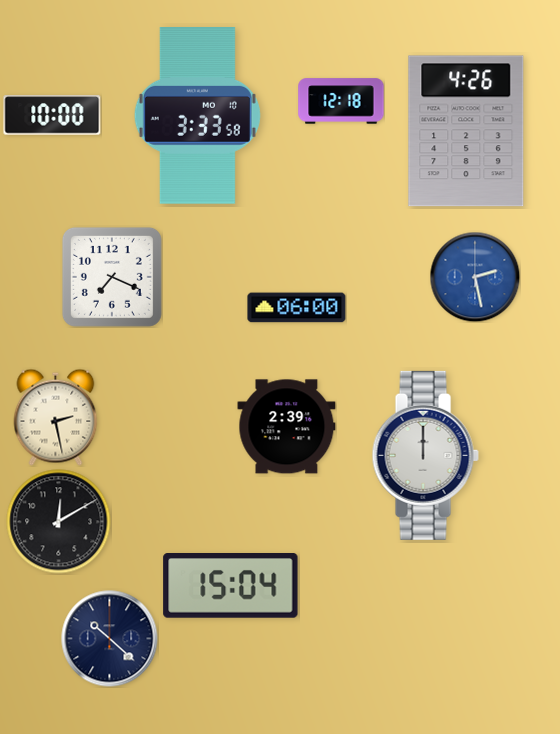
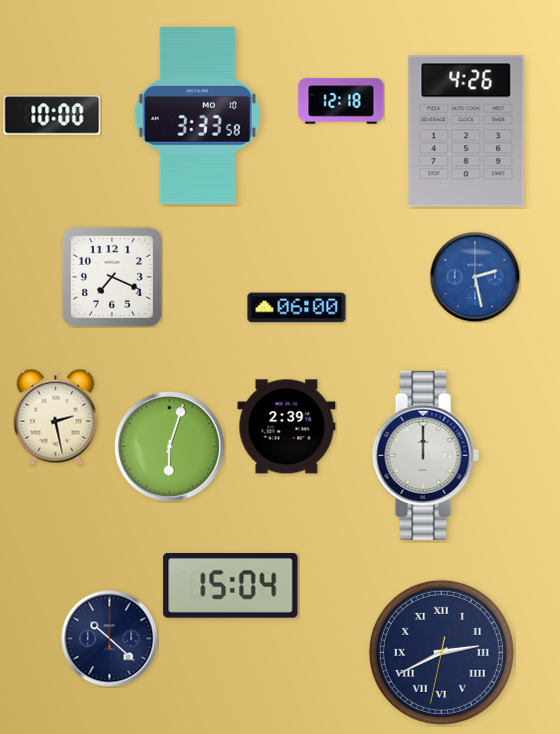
clock at (170, 447): none -> 6:03
clock at (59, 522): 12:10 -> none
clock at (441, 652): none -> 2:40
